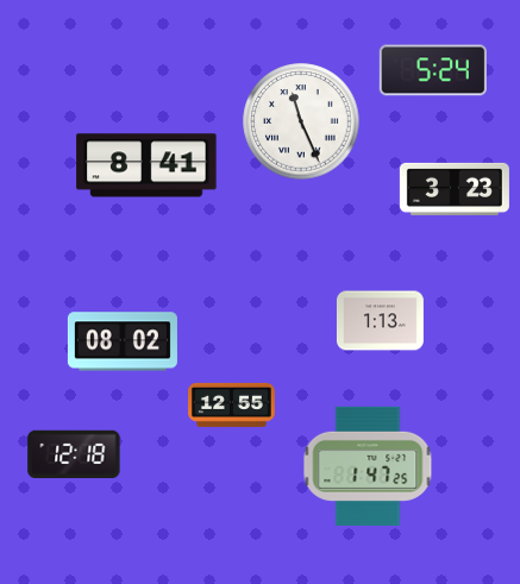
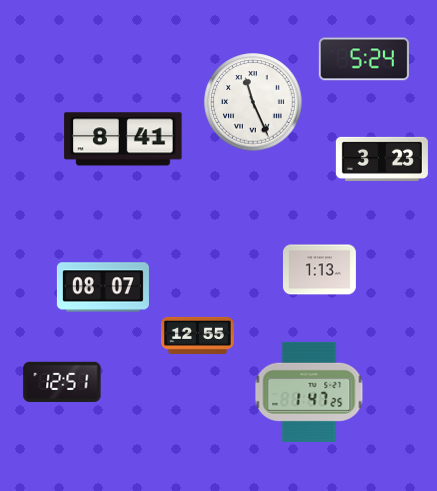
clock at (123, 341): 08:02 -> 08:07
clock at (232, 404) position: (232, 404) -> (198, 335)
clock at (74, 454): 12:18 -> 12:51
